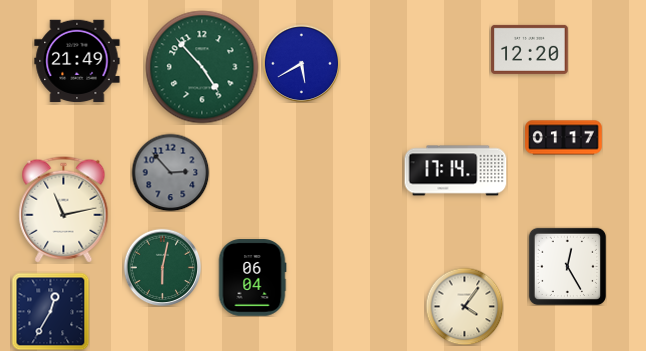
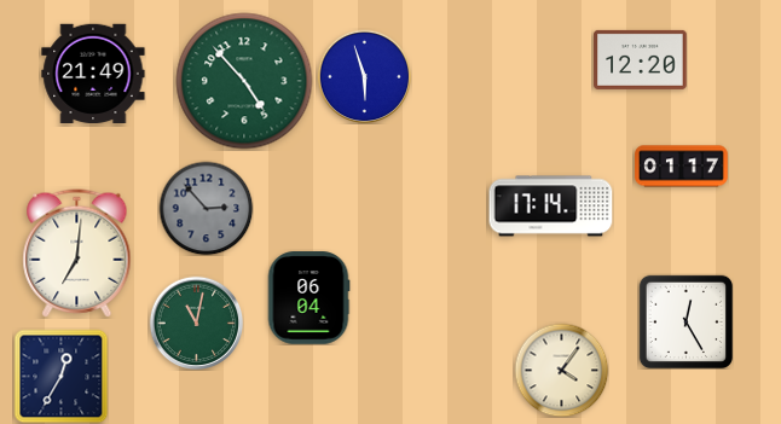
clock at (301, 63): 5:40 -> 5:57
clock at (64, 210): 11:13 -> 7:01
clock at (162, 267): 6:02 -> 11:02
clock at (252, 278) position: (252, 278) -> (308, 298)
